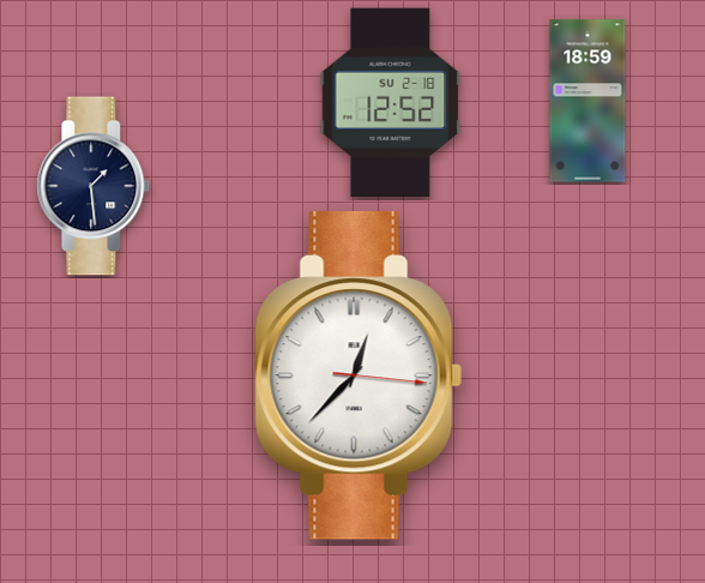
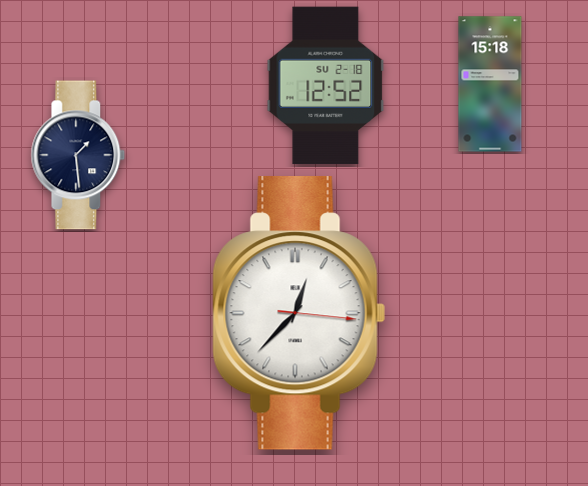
clock at (587, 101): 18:59 -> 15:18
